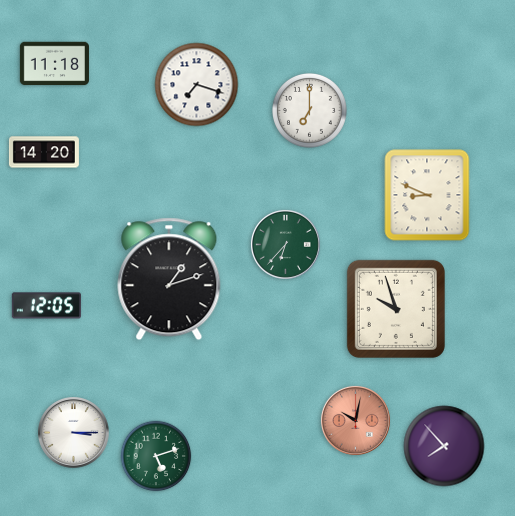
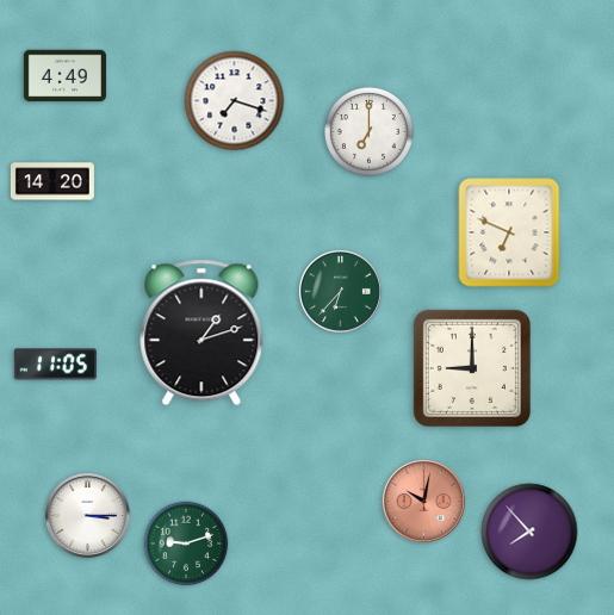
clock at (54, 64): 11:18 -> 4:49
clock at (427, 195): 8:49 -> 6:49
clock at (46, 306): 12:05 -> 11:05
clock at (396, 309): 9:57 -> 9:00
clock at (156, 456): 5:12 -> 9:12
